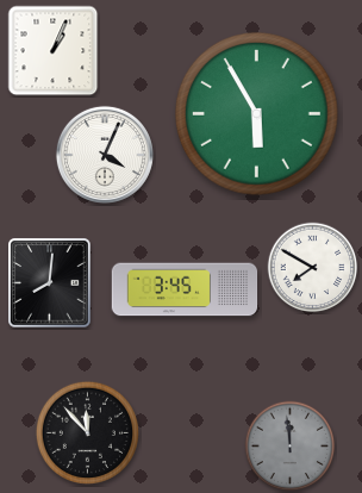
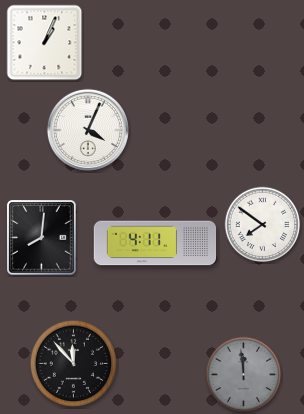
clock at (257, 114): 5:55 -> none
clock at (313, 268): 7:50 -> 7:51
clock at (185, 289): 3:45 -> 4:11
